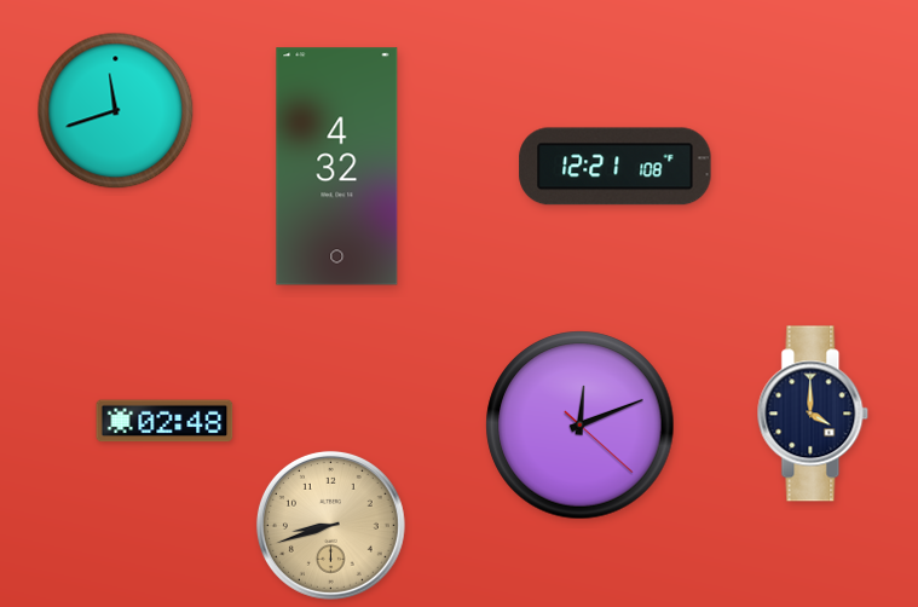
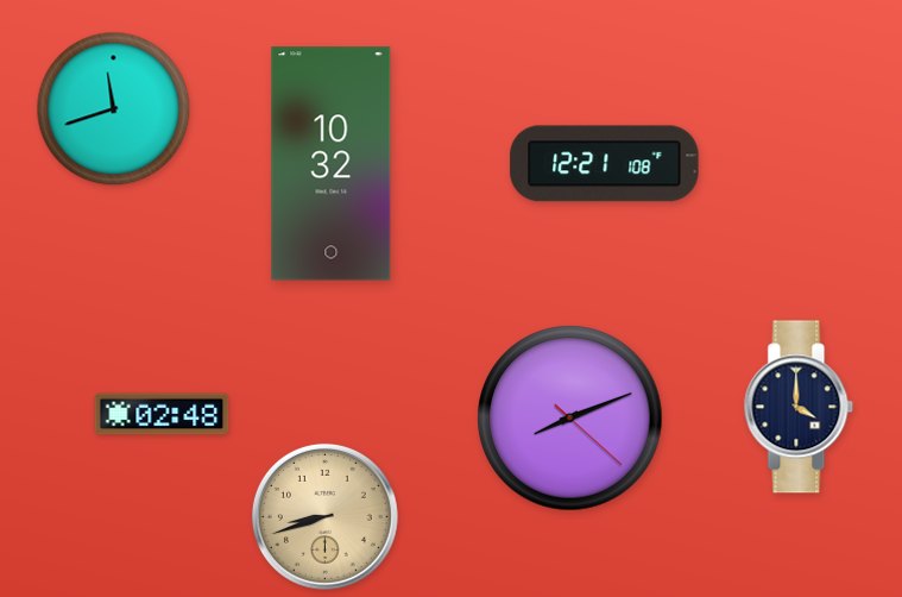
clock at (337, 167): 4:32 -> 10:32
clock at (581, 426): 12:11 -> 8:11
